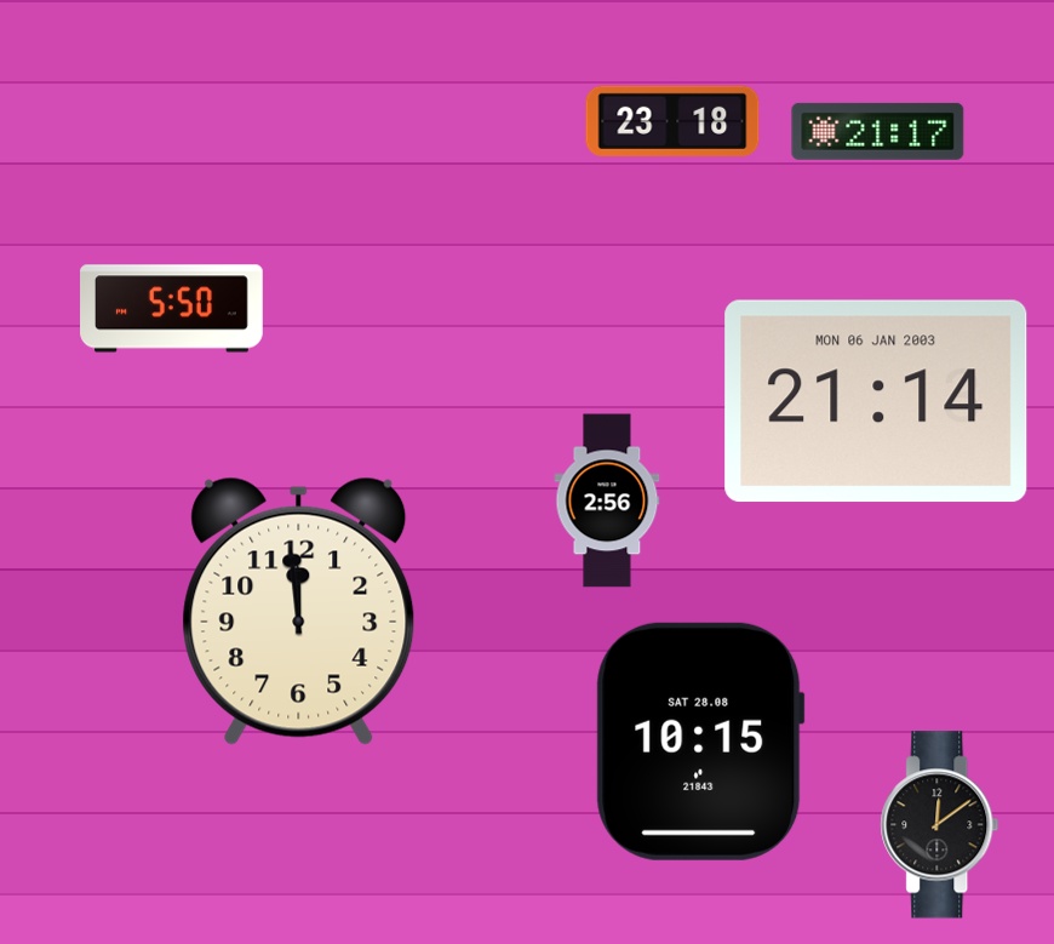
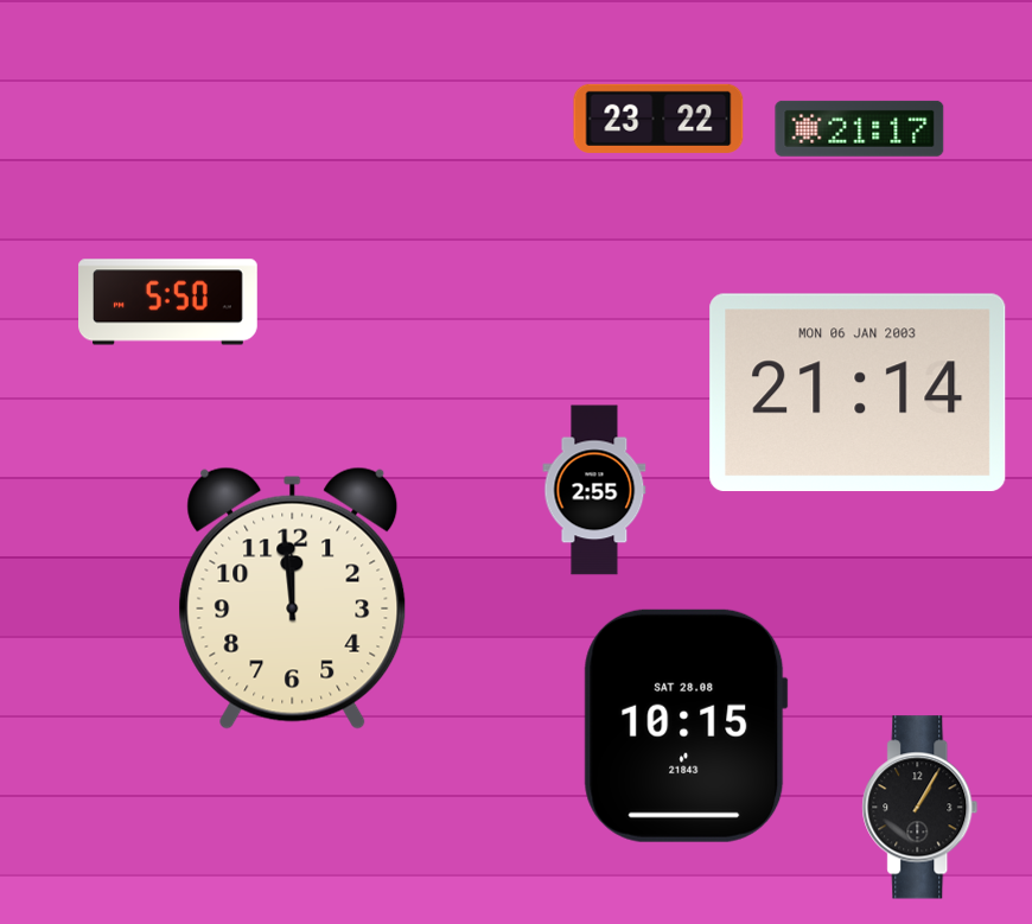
clock at (672, 121): 23:18 -> 23:22
clock at (607, 500): 2:56 -> 2:55
clock at (940, 825): 12:09 -> 1:05
